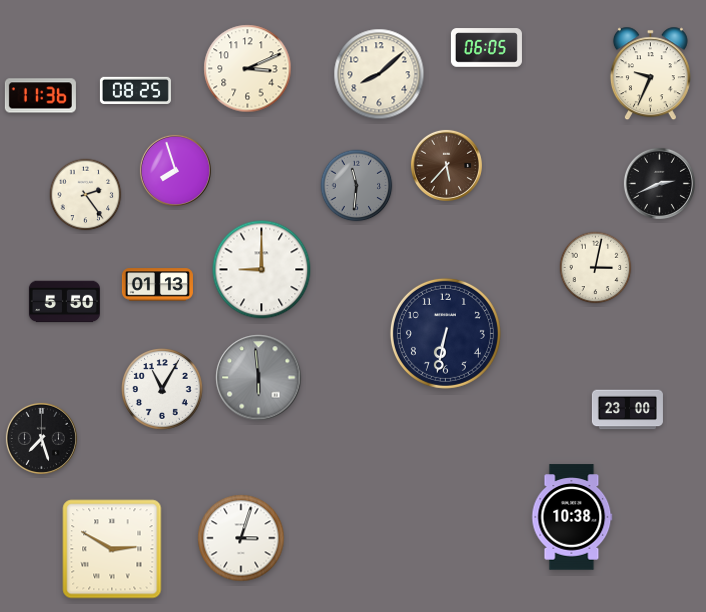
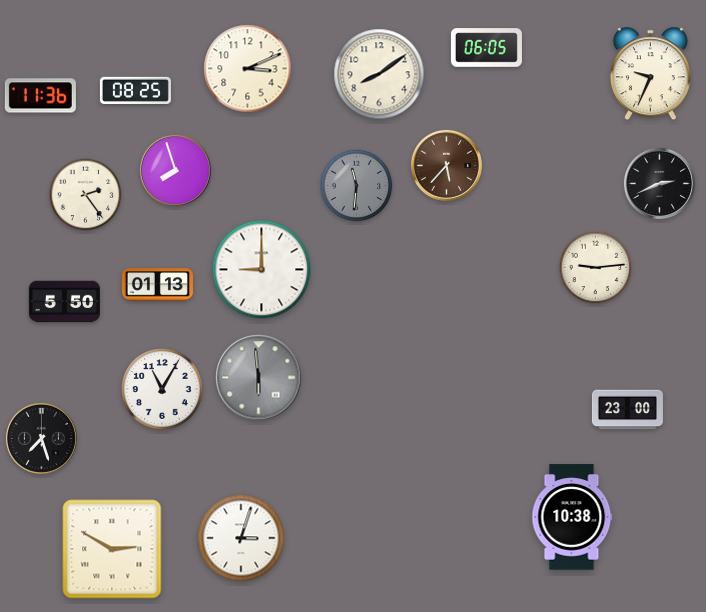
clock at (379, 74): 8:08 -> 8:09
clock at (596, 268): 3:02 -> 9:14
clock at (445, 333): 6:32 -> none
